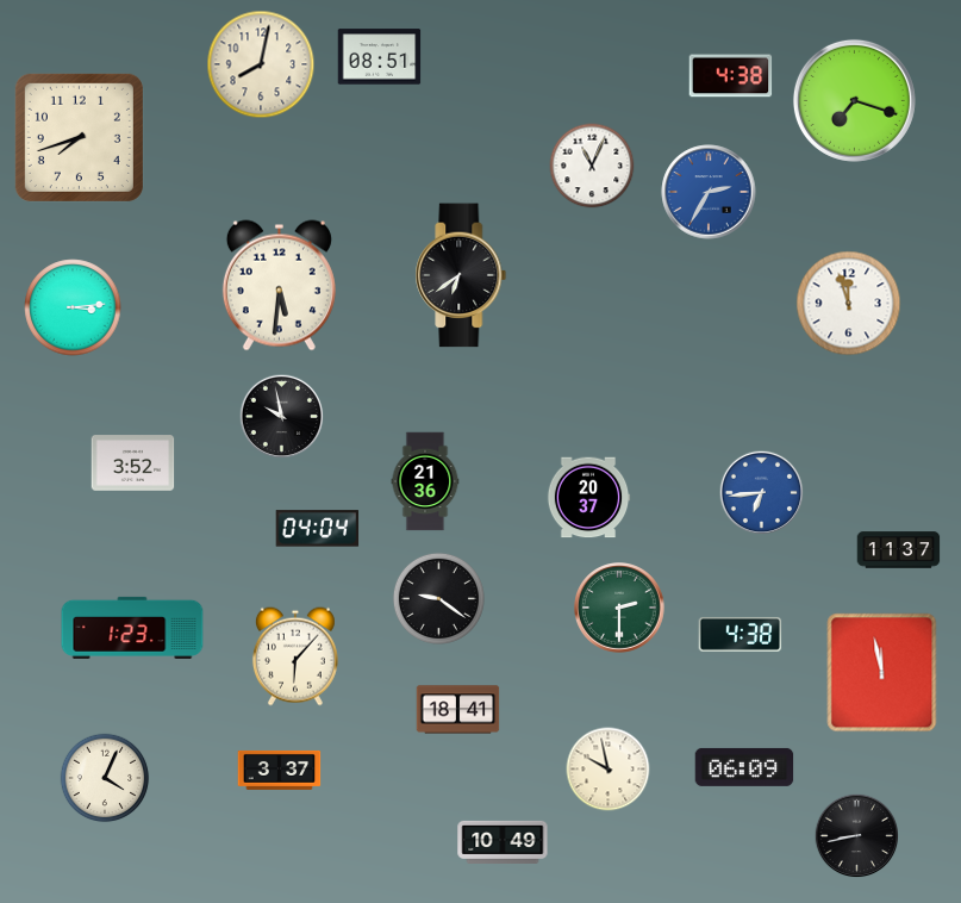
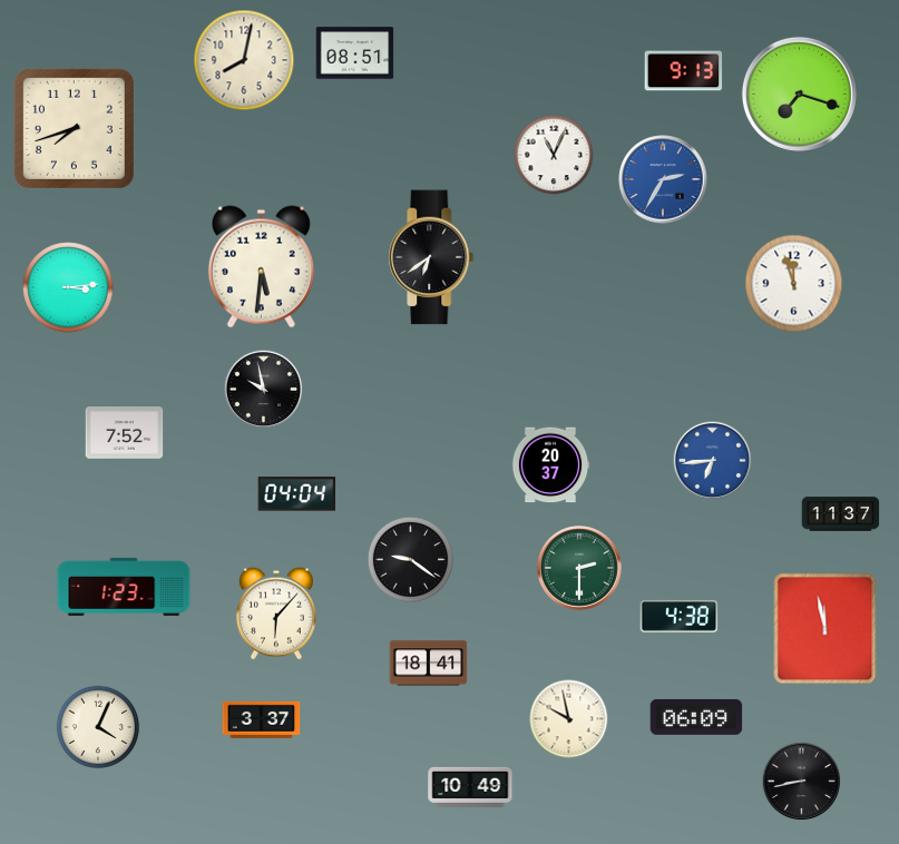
clock at (731, 76): 4:38 -> 9:13
clock at (133, 463): 3:52 -> 7:52
clock at (425, 481): 21:36 -> none
clock at (741, 634) position: (741, 634) -> (680, 616)
